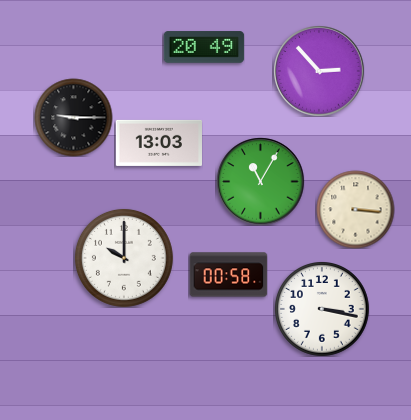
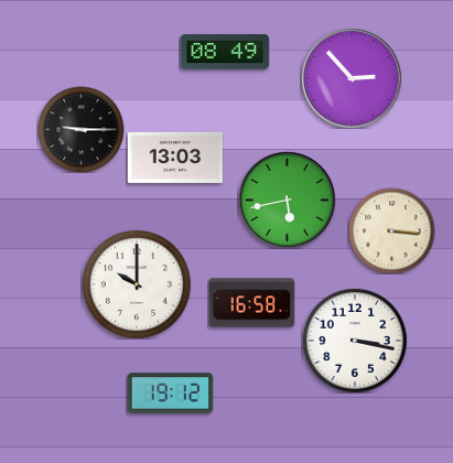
clock at (204, 47): 20:49 -> 08:49
clock at (260, 181): 11:05 -> 5:43
clock at (228, 275): 00:58 -> 16:58
clock at (170, 394): none -> 19:12
